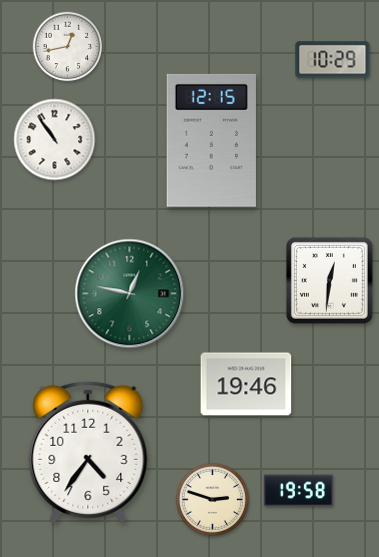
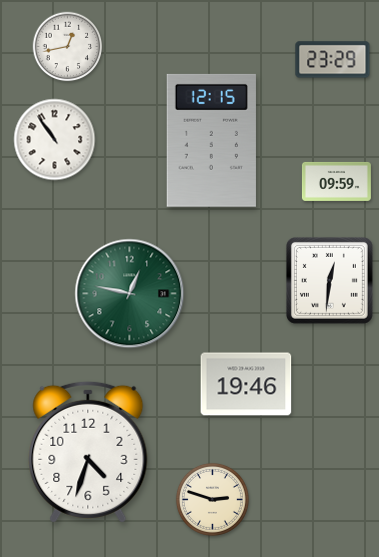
clock at (333, 60): 10:29 -> 23:29
clock at (336, 181): none -> 09:59
clock at (88, 452): 4:36 -> 4:33
clock at (298, 491): 19:58 -> none
